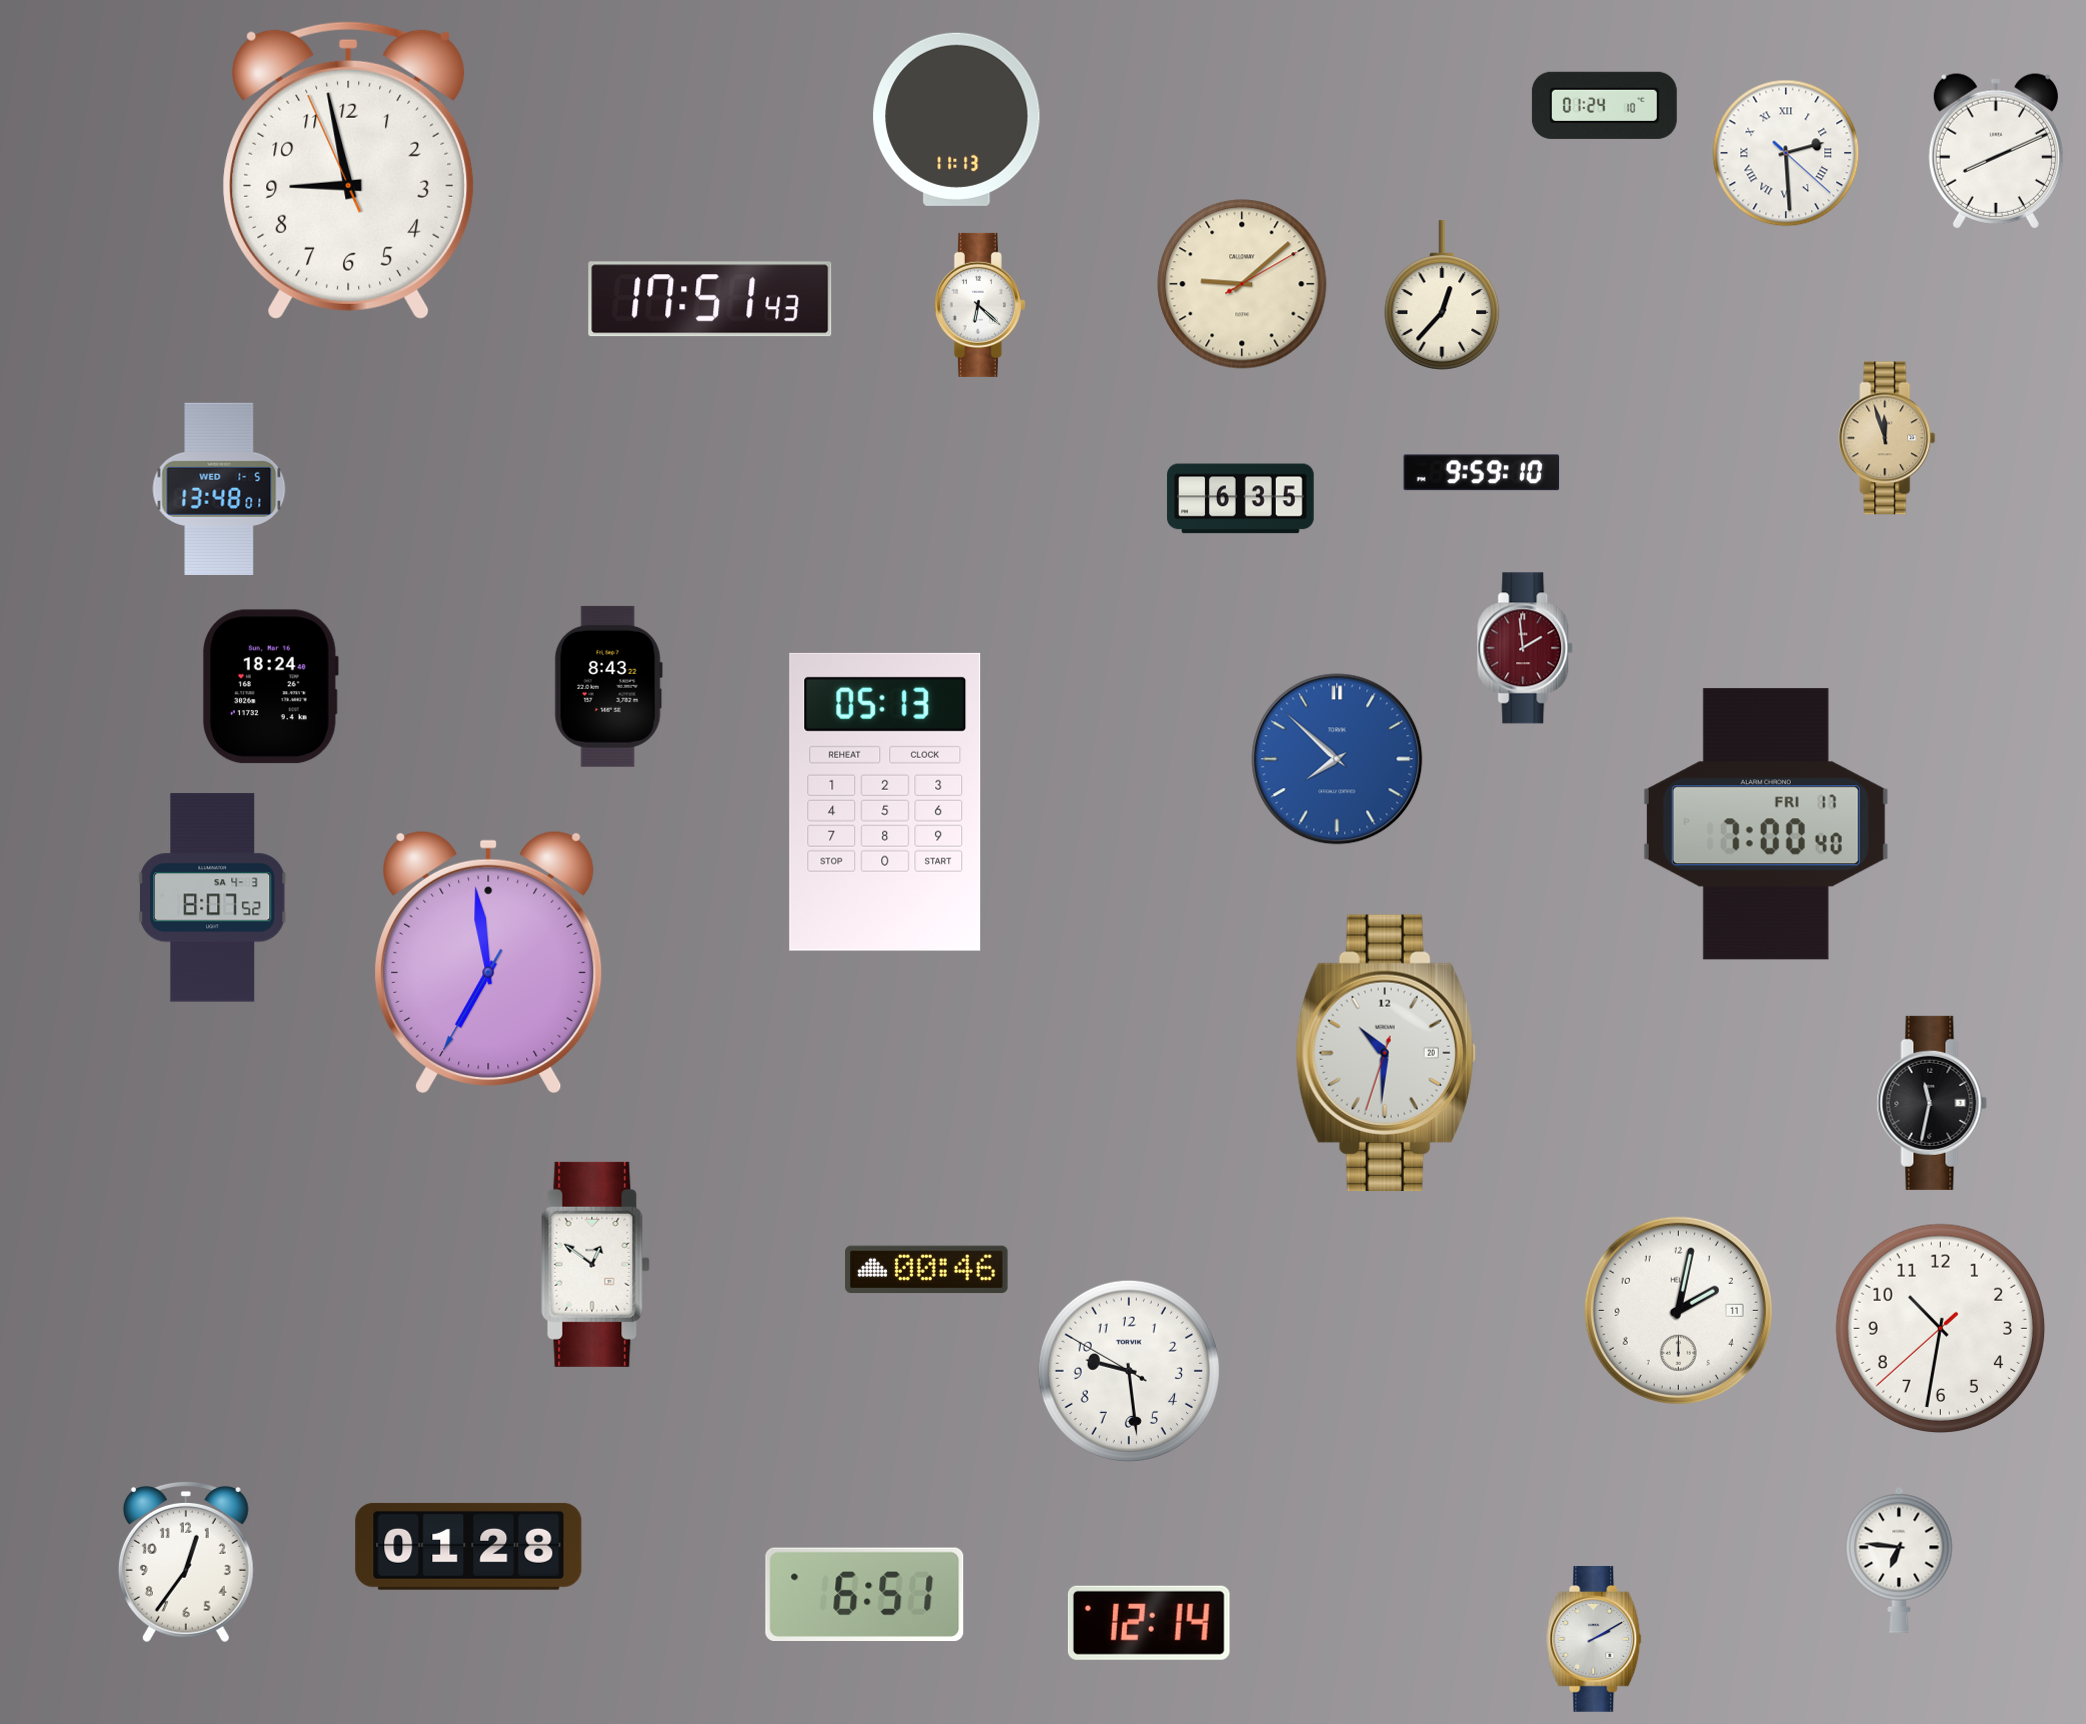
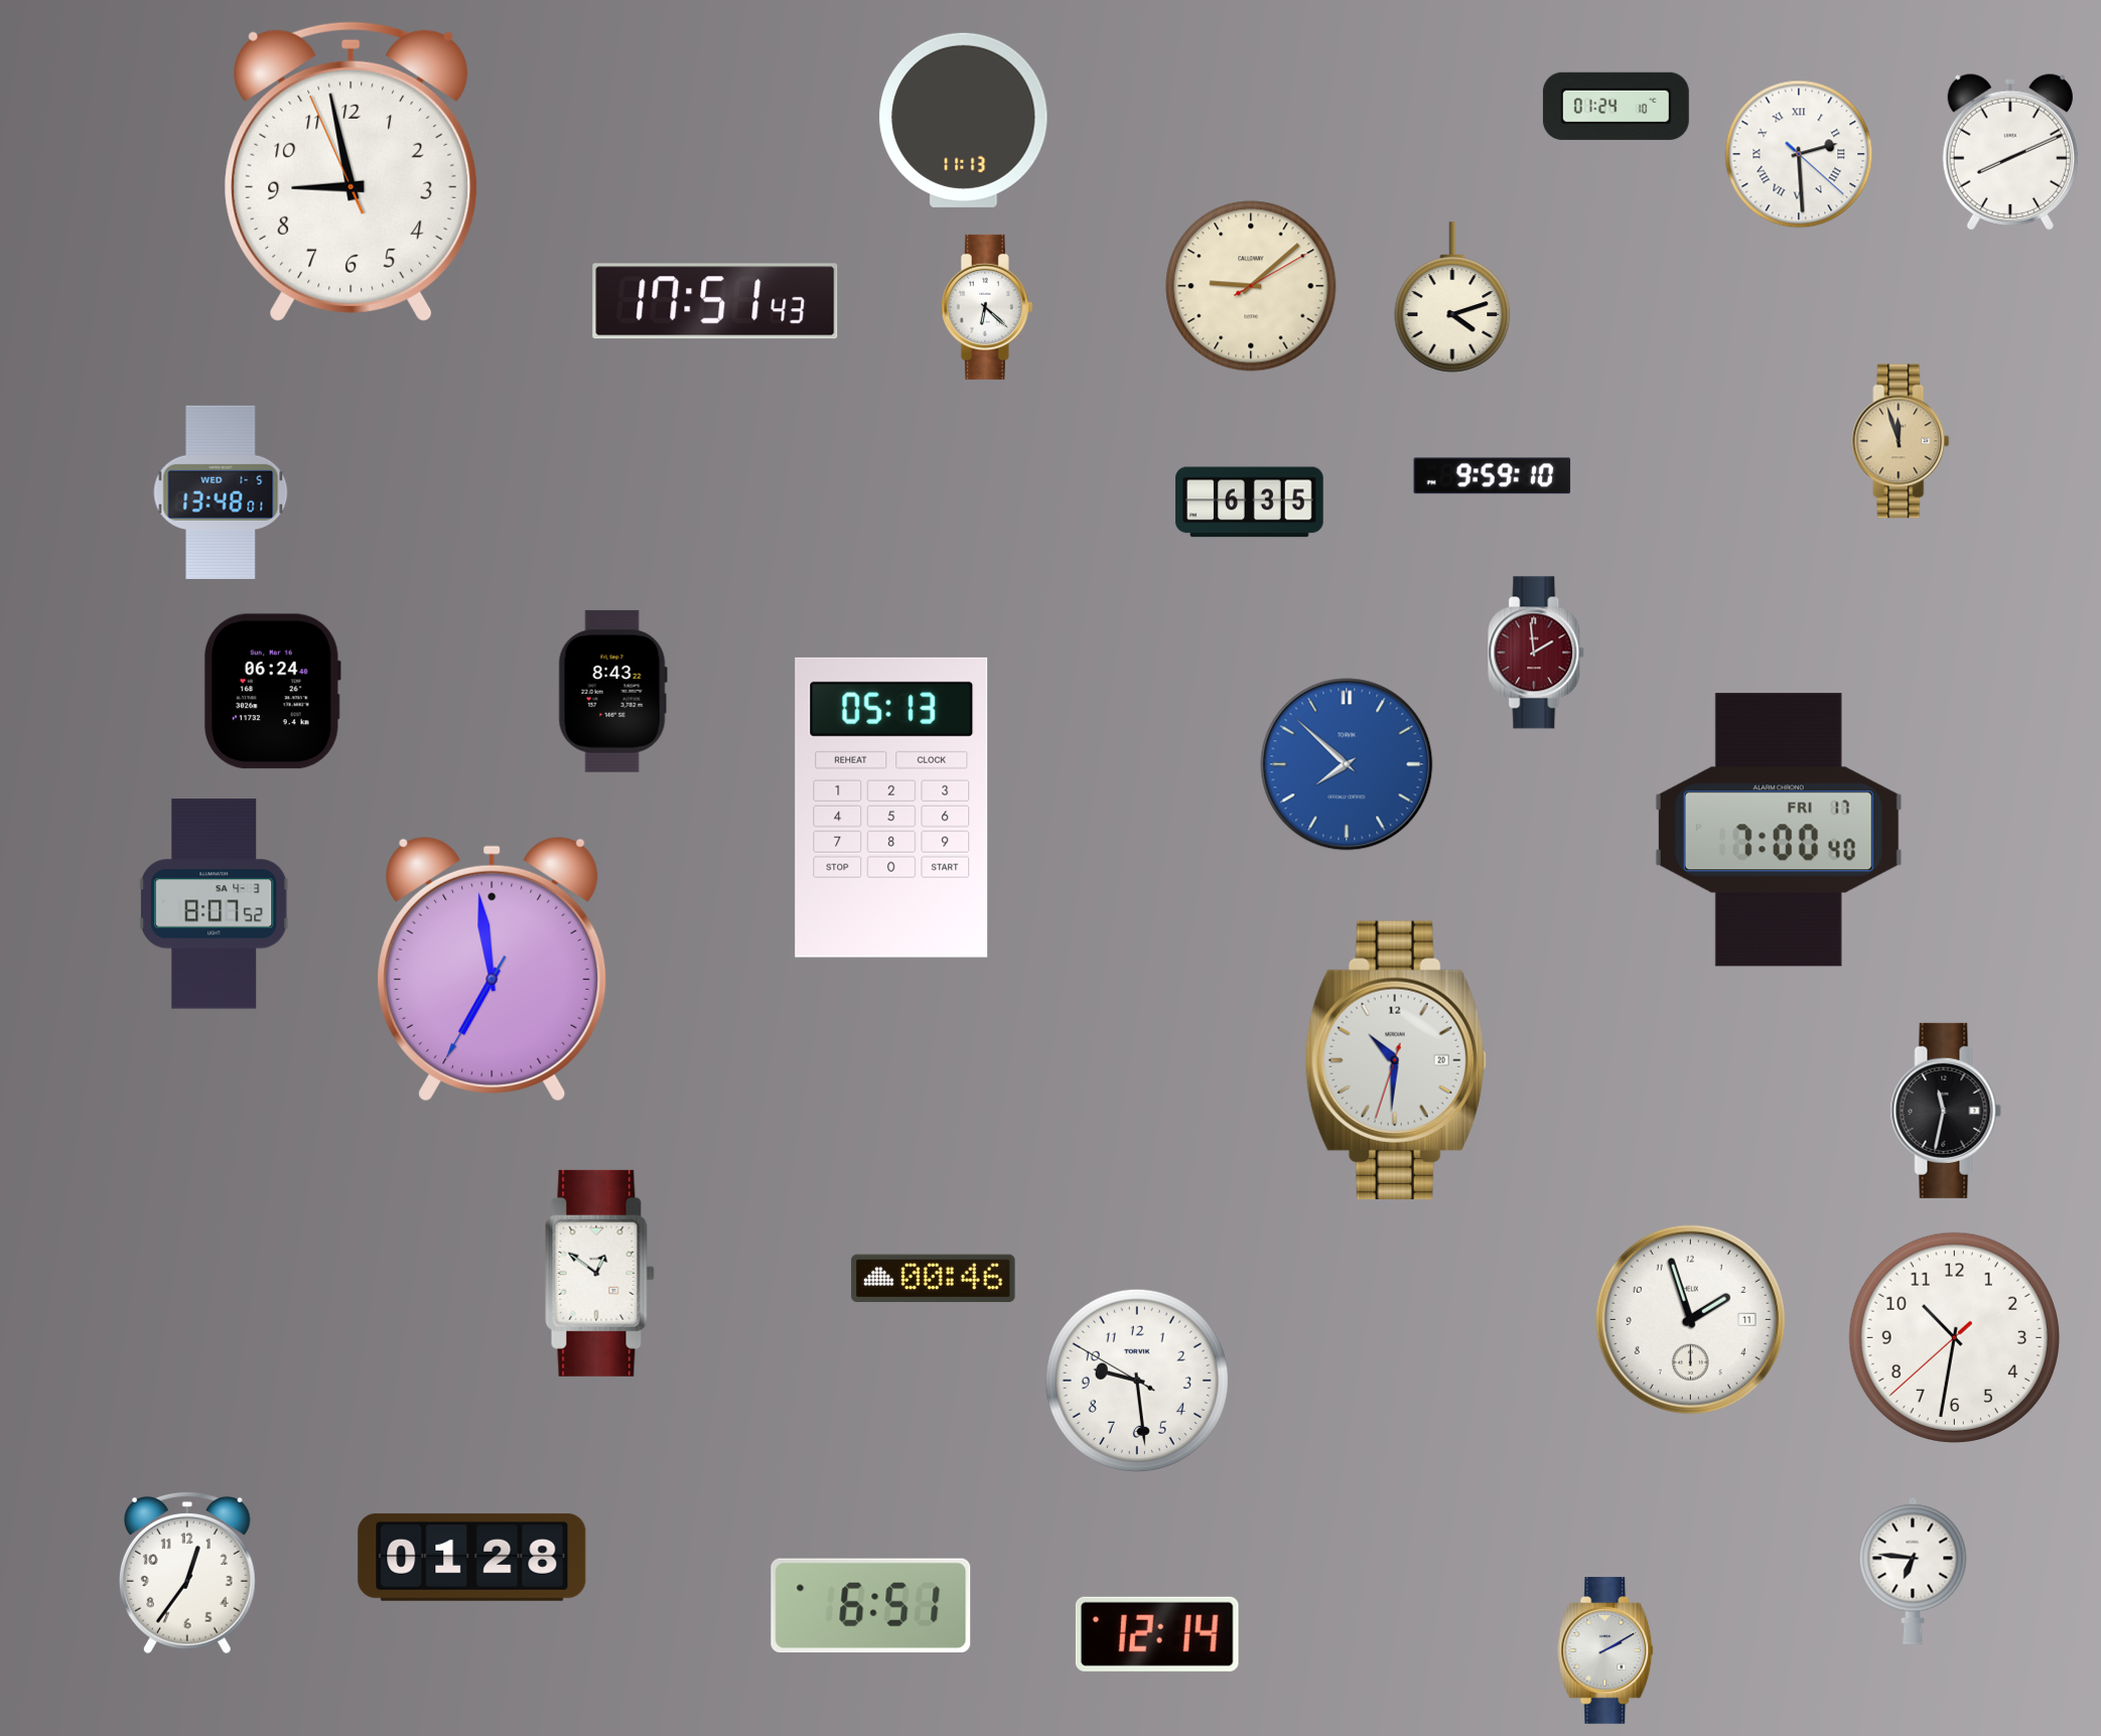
clock at (1442, 295): 12:37 -> 4:12
clock at (270, 687): 18:24 -> 06:24
clock at (1678, 1310): 2:02 -> 1:57
